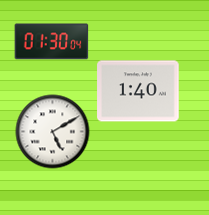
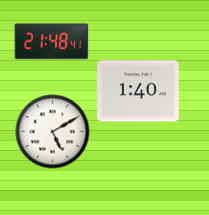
clock at (52, 42): 01:30 -> 21:48
